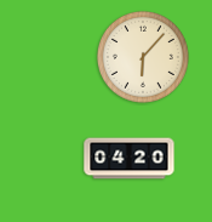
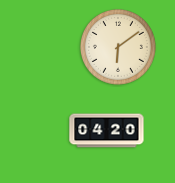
clock at (143, 57): 6:07 -> 6:09
